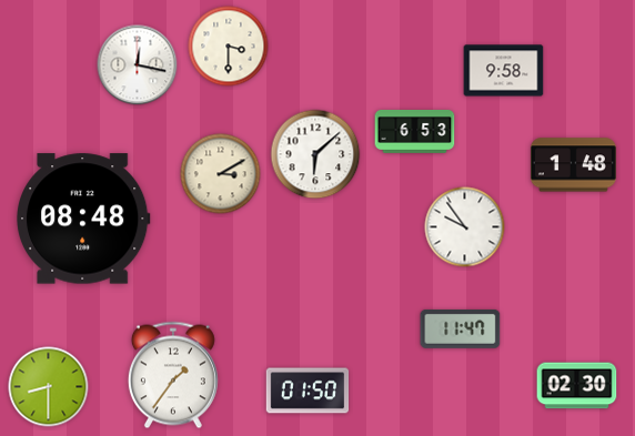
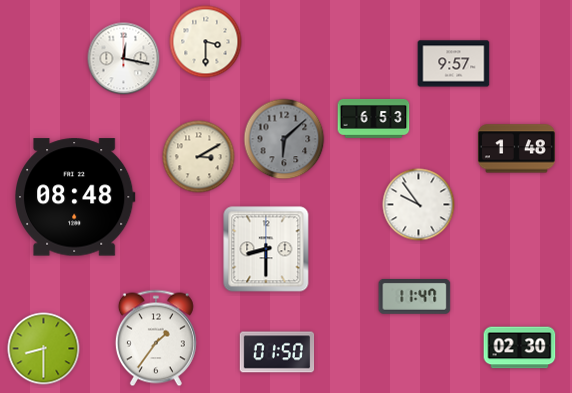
clock at (504, 71): 9:58 -> 9:57
clock at (315, 154) dial: white -> grey
clock at (266, 249): none -> 8:30
